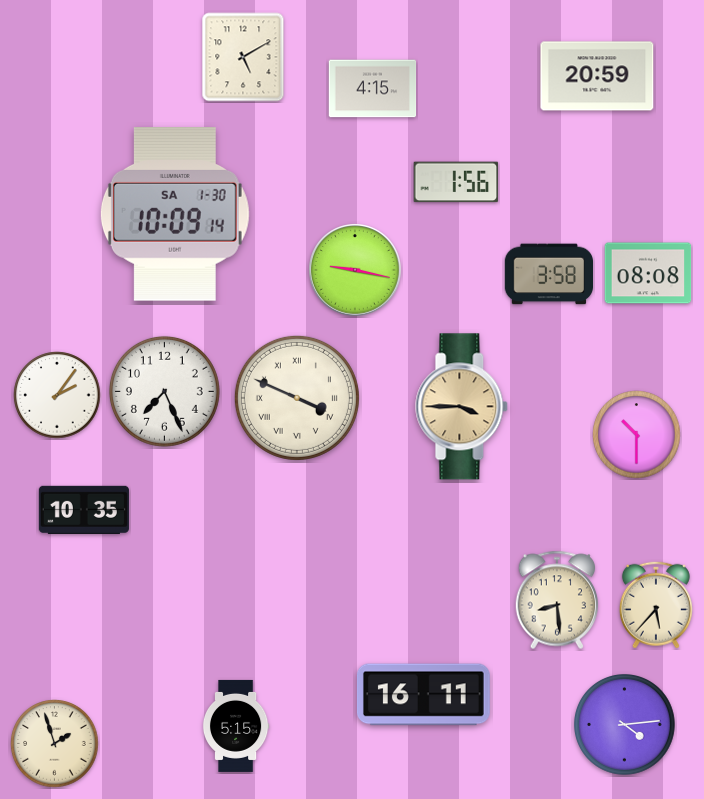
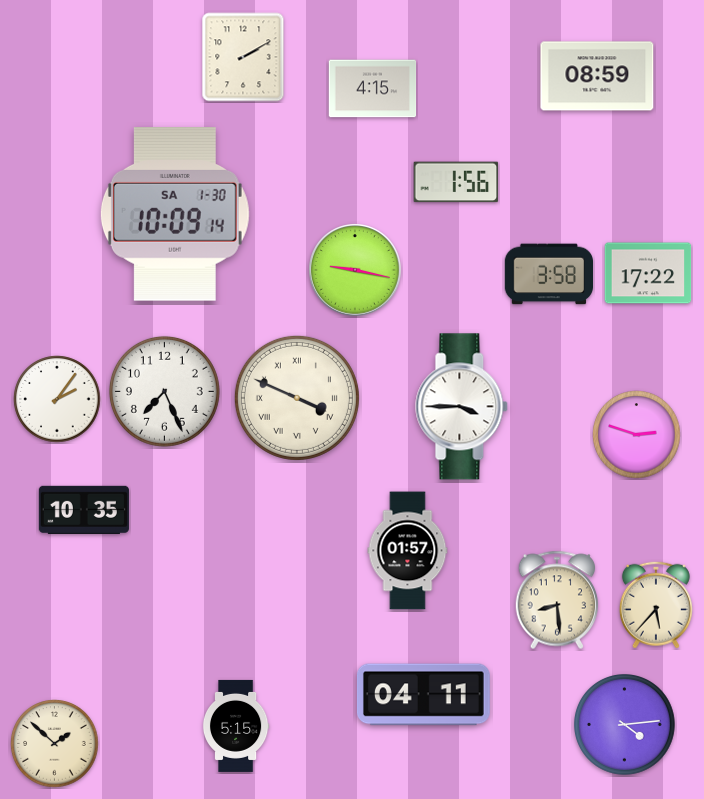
clock at (243, 57): 5:10 -> 2:10
clock at (597, 76): 20:59 -> 08:59
clock at (648, 273): 08:08 -> 17:22
clock at (57, 395) position: (57, 395) -> (57, 399)
clock at (462, 407) dial: champagne -> white
clock at (637, 435): 10:30 -> 2:48
clock at (408, 551): none -> 01:57
clock at (423, 695): 16:11 -> 04:11
clock at (55, 744): 1:57 -> 1:52
